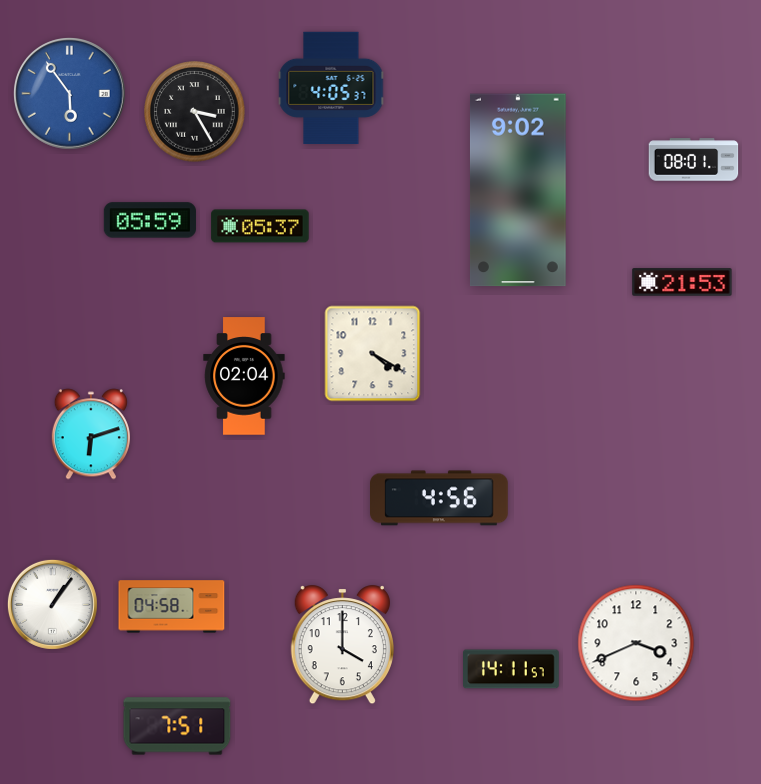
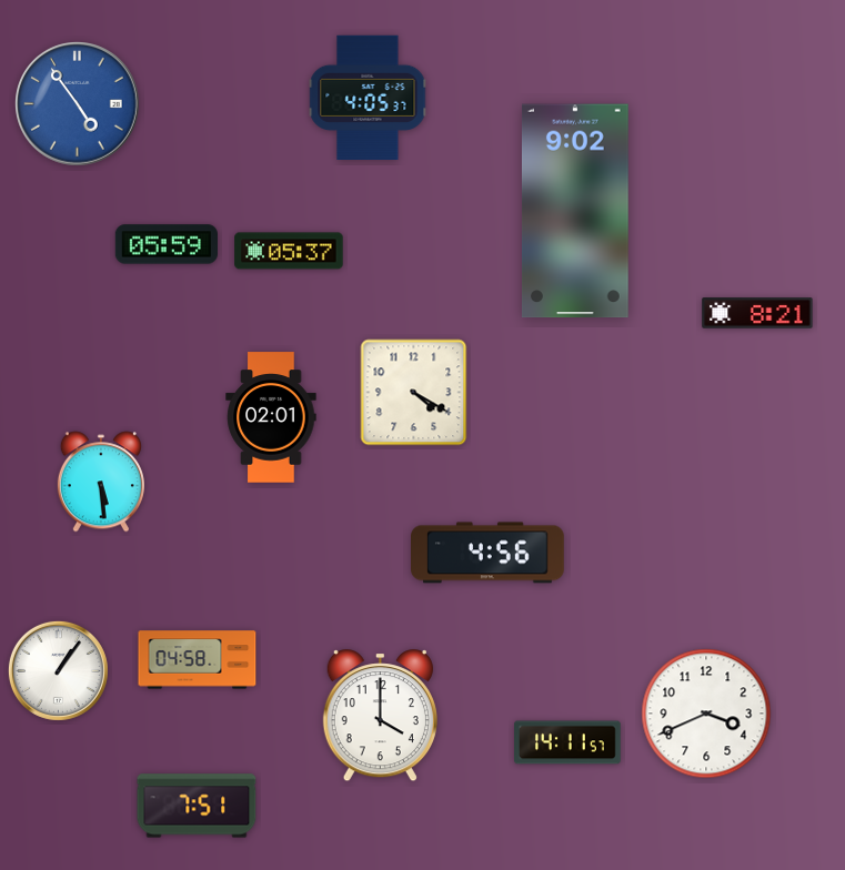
clock at (70, 94): 5:54 -> 4:54
clock at (195, 112): 3:25 -> none
clock at (694, 160): 08:01 -> none
clock at (682, 282): 21:53 -> 8:21
clock at (244, 376): 02:04 -> 02:01
clock at (91, 434): 6:12 -> 5:29
clock at (172, 607) position: (172, 607) -> (198, 660)
